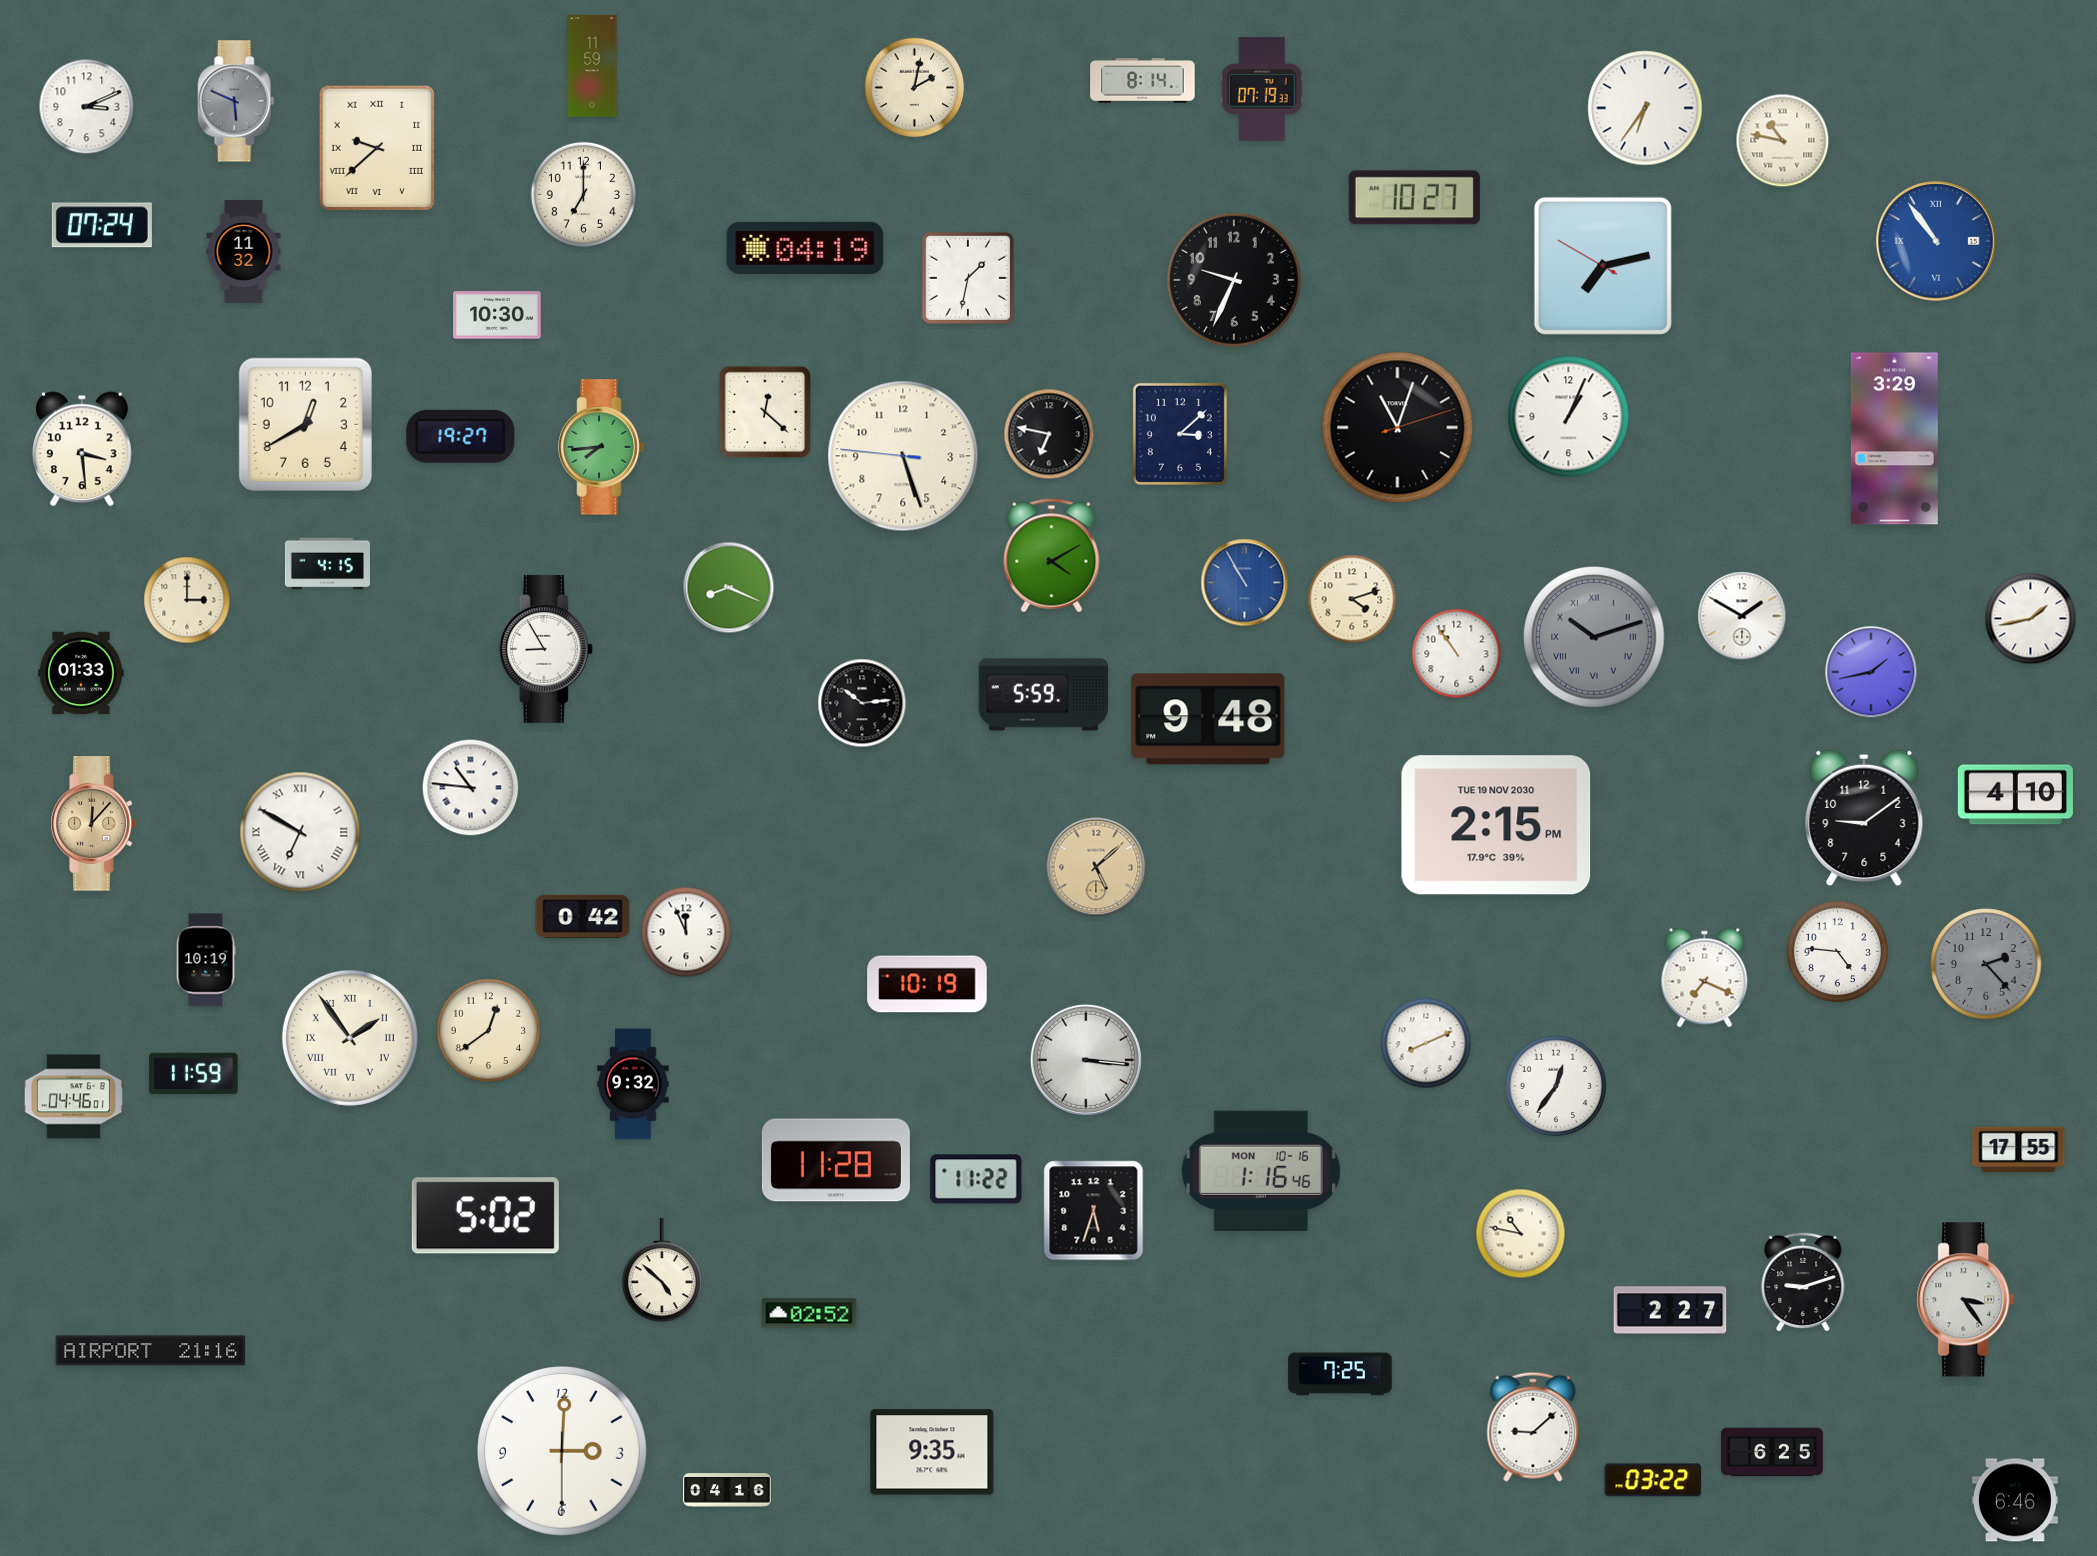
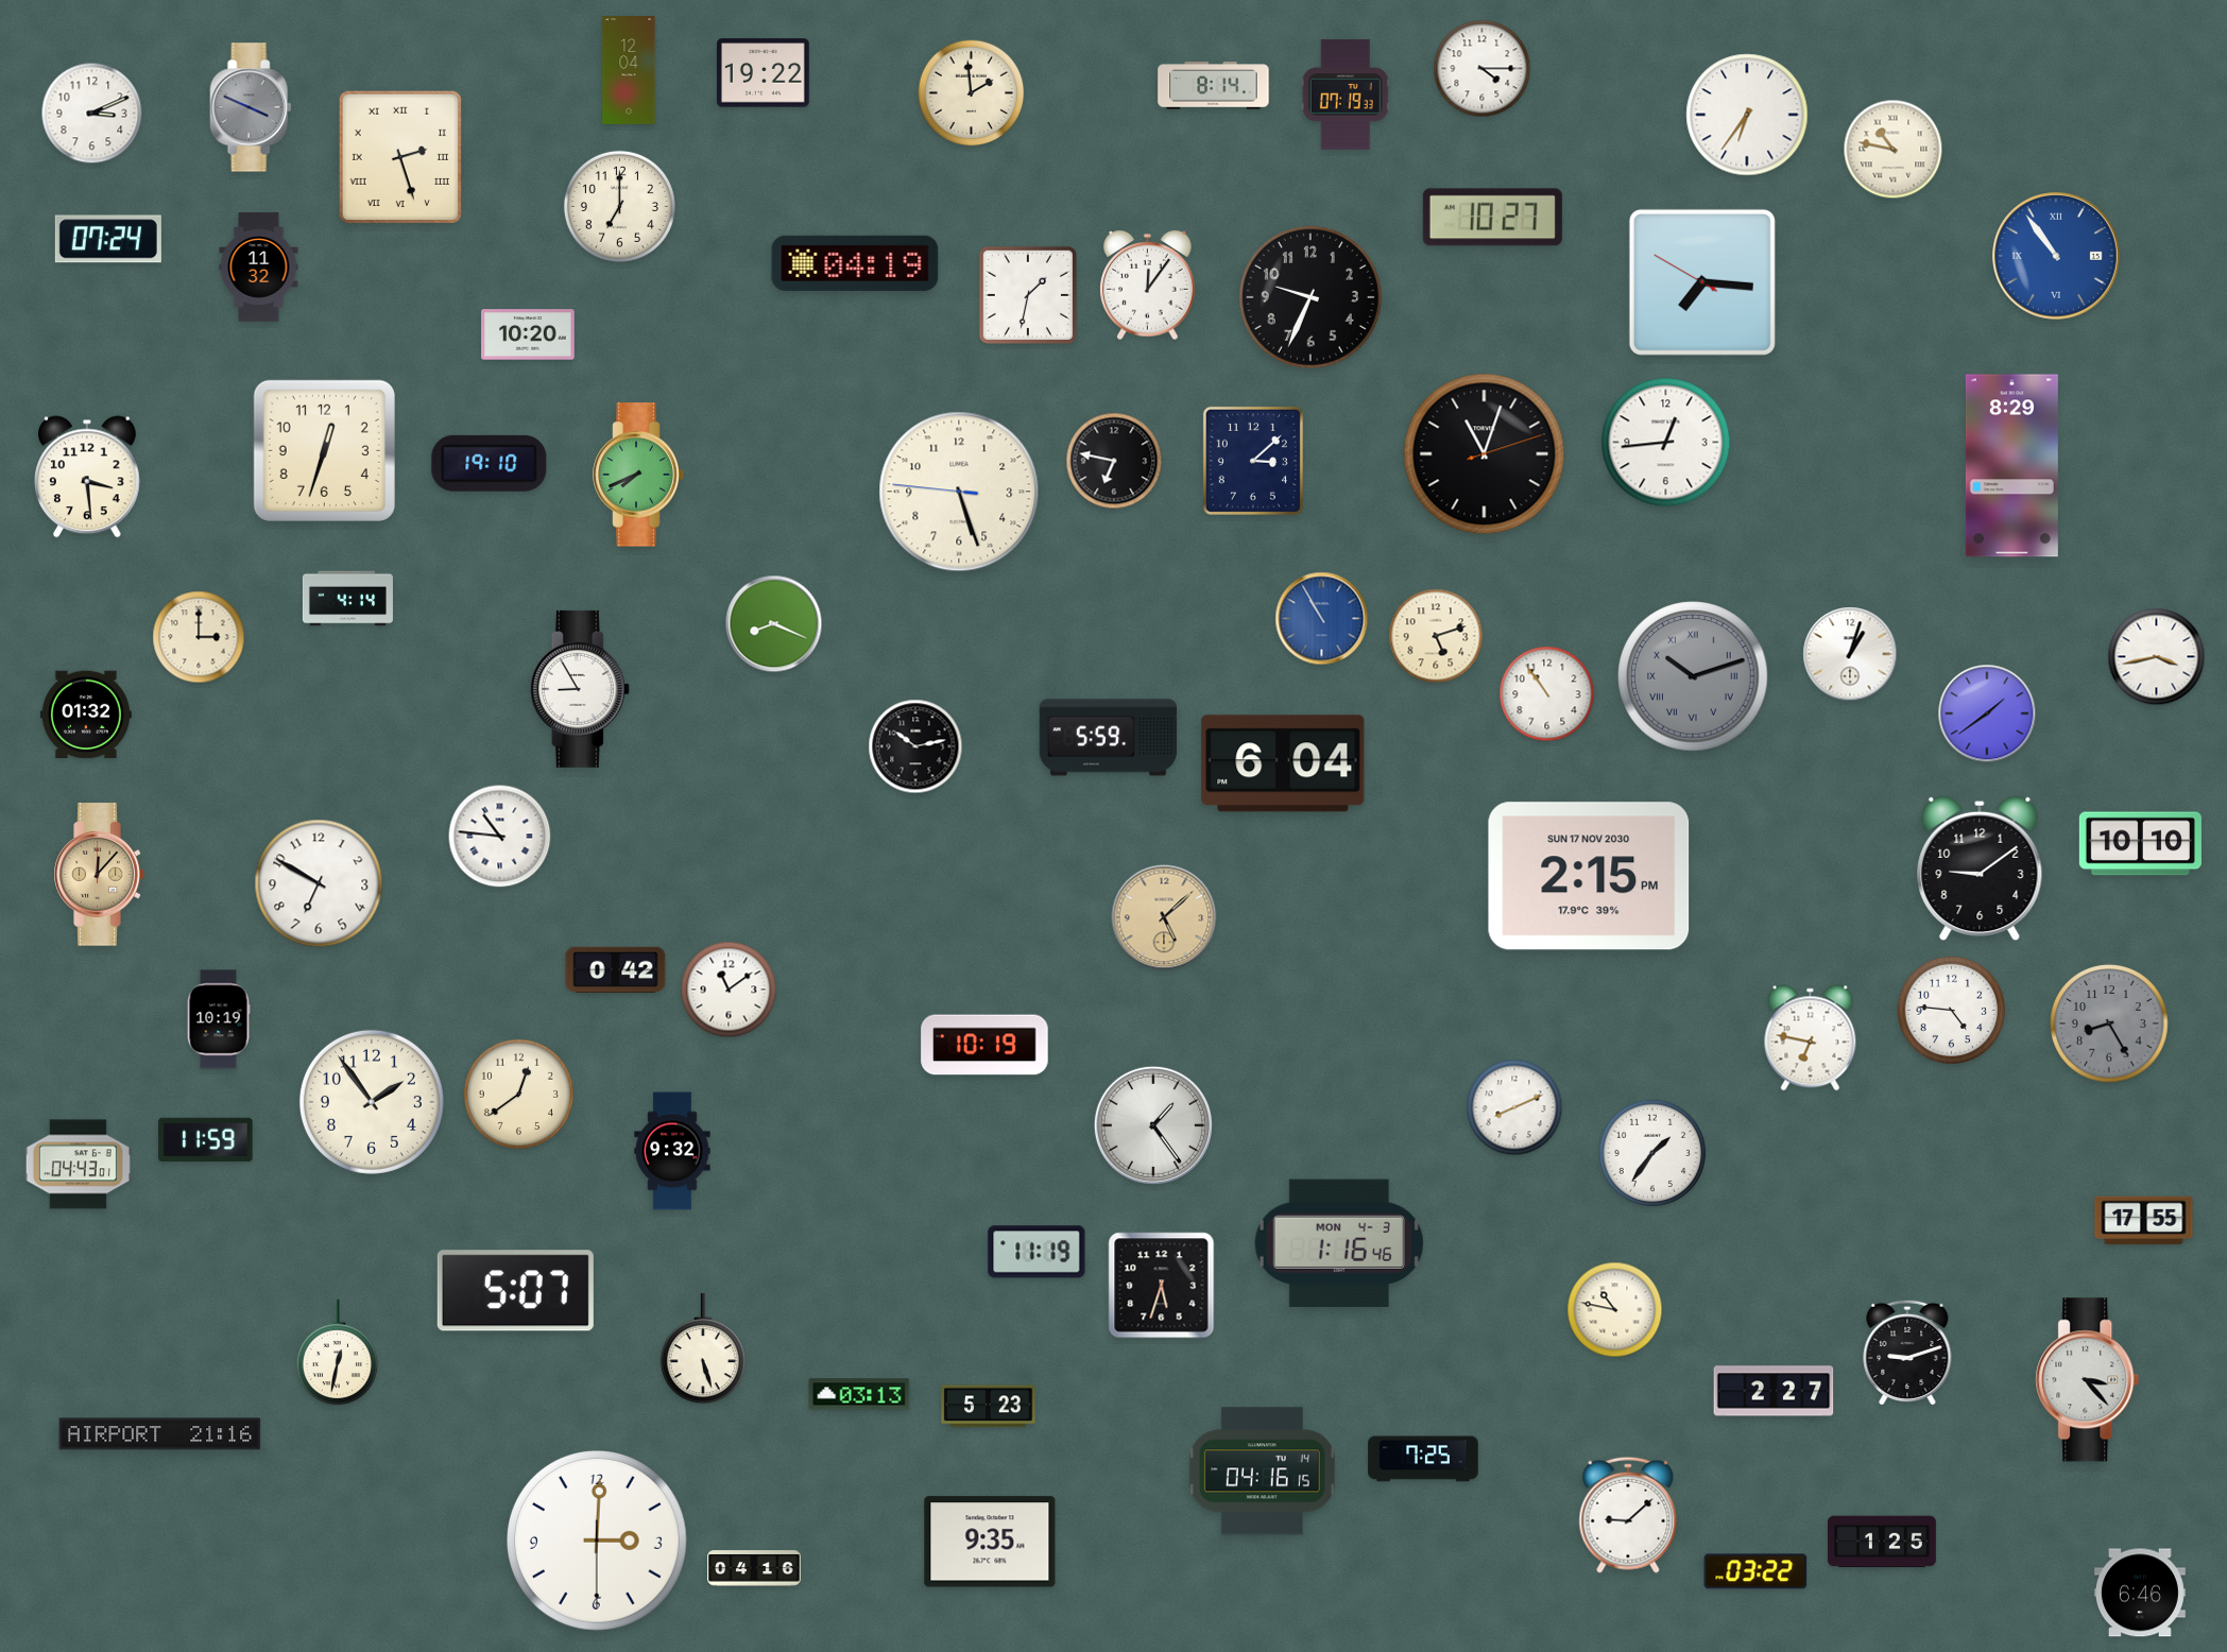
clock at (1483, 69): none -> 4:15
clock at (592, 67): 11:59 -> 12:04
clock at (764, 73): none -> 19:22
clock at (915, 88): 2:02 -> 1:59
clock at (1262, 89) position: (1262, 89) -> (1346, 94)
clock at (236, 101): 5:49 -> 3:49
clock at (377, 148): 9:38 -> 2:27
clock at (1414, 198) position: (1414, 198) -> (1492, 218)
clock at (1603, 266): 7:12 -> 7:15
clock at (1148, 286): none -> 12:06
clock at (497, 315): 10:30 -> 10:20
clock at (765, 412): 12:22 -> none
clock at (1569, 417): 1:04 -> 12:44
clock at (305, 424): 12:40 -> 12:33
clock at (461, 436): 19:27 -> 19:10
clock at (1894, 439): 3:29 -> 8:29
clock at (601, 447): 7:44 -> 7:41
clock at (903, 456) position: (903, 456) -> (959, 492)
clock at (1052, 556): 4:10 -> none
clock at (327, 564): 4:15 -> 4:14
clock at (1352, 599): 4:12 -> 5:12
clock at (1742, 616): 1:50 -> 1:03
clock at (2031, 619): 1:43 -> 3:43
clock at (1871, 672): 1:43 -> 1:39
clock at (81, 673): 01:33 -> 01:32
clock at (862, 703): 10:14 -> 10:13
clock at (1208, 719): 9:48 -> 6:04
clock at (2015, 795): 4:10 -> 10:10
clock at (1496, 825) date: TUE 19 NOV 2030 -> SUN 17 NOV 2030
clock at (300, 832) numerals: Roman -> Arabic
clock at (1096, 867) position: (1096, 867) -> (1164, 917)
clock at (583, 917) position: (583, 917) -> (616, 970)
clock at (686, 932): 11:56 -> 11:09
clock at (1986, 964): 2:23 -> 8:25
clock at (1705, 978): 7:19 -> 6:47
clock at (350, 1038) numerals: Roman -> Arabic
clock at (1086, 1060): 3:16 -> 1:24
clock at (1556, 1086): 12:36 -> 1:36
clock at (73, 1097): 04:46 -> 04:43
clock at (836, 1160): 11:28 -> none
clock at (1261, 1171) date: MON 10-16 -> MON 4-3
clock at (976, 1179): 11:22 -> 11:19
clock at (485, 1216): 5:02 -> 5:07
clock at (662, 1271): 4:52 -> 5:27
clock at (338, 1353): none -> 12:32
clock at (1803, 1282) position: (1803, 1282) -> (1907, 1353)
clock at (1966, 1300): 3:24 -> 3:23
clock at (809, 1313): 02:52 -> 03:13
clock at (989, 1407): none -> 5:23
clock at (1262, 1472): none -> 04:16
clock at (1772, 1452): 6:25 -> 1:25
clock at (727, 1490) position: (727, 1490) -> (754, 1568)
